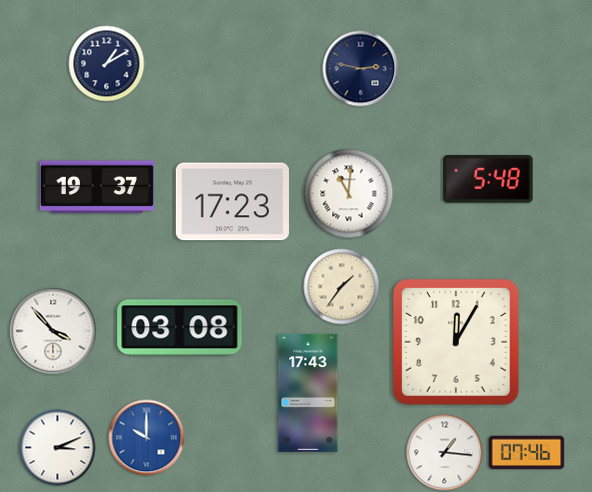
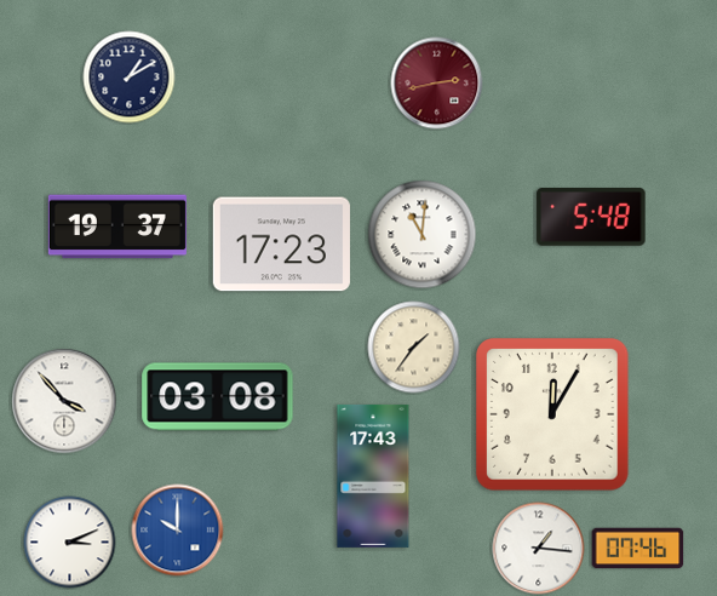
clock at (361, 69): 2:47 -> 2:43
clock at (361, 69) dial: navy -> burgundy
